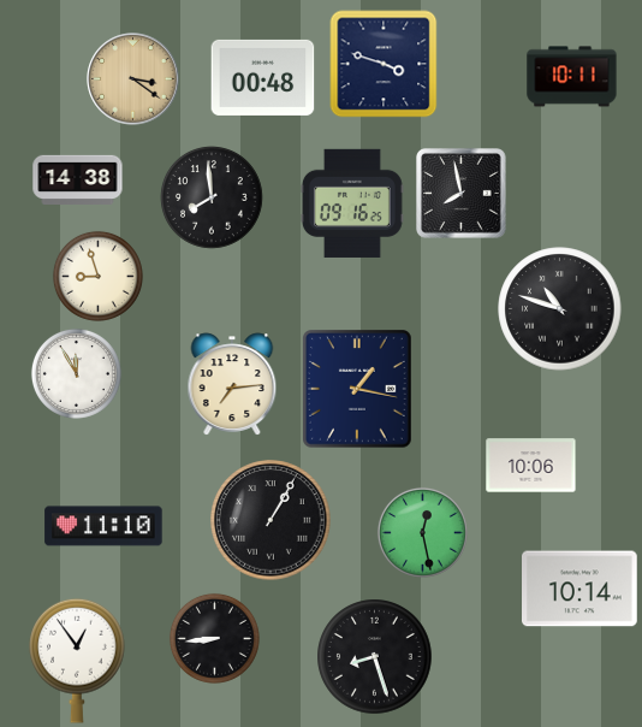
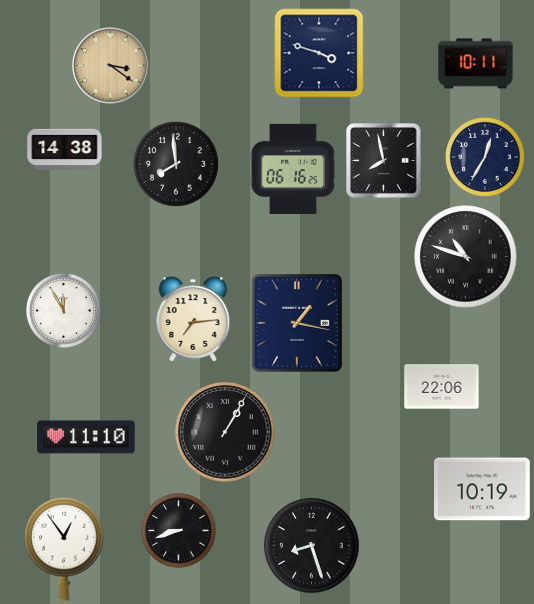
clock at (263, 77): 00:48 -> none
clock at (485, 157): none -> 12:35
clock at (352, 203): 09:16 -> 06:16
clock at (97, 276): 8:57 -> none
clock at (531, 466): 10:06 -> 22:06
clock at (422, 532): 12:28 -> none
clock at (579, 589): 10:14 -> 10:19
clock at (214, 638): 8:44 -> 8:42
